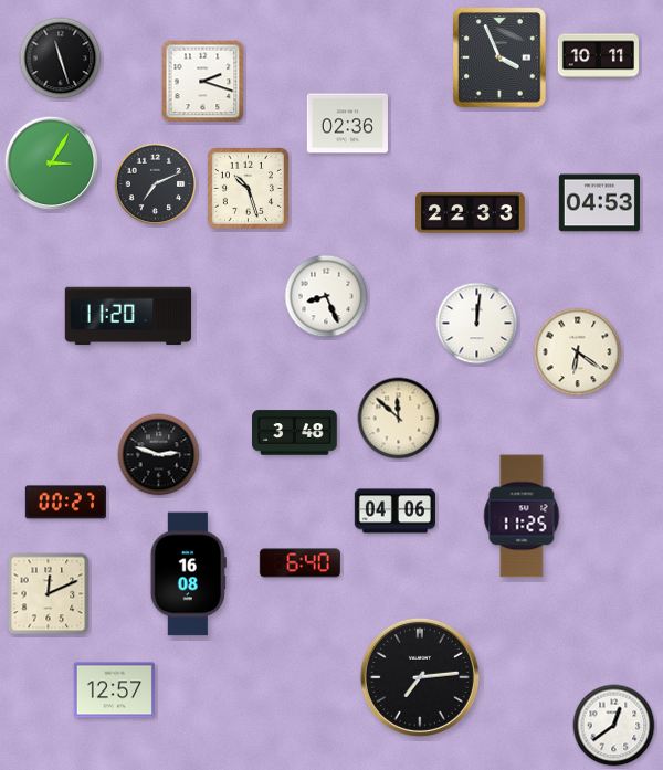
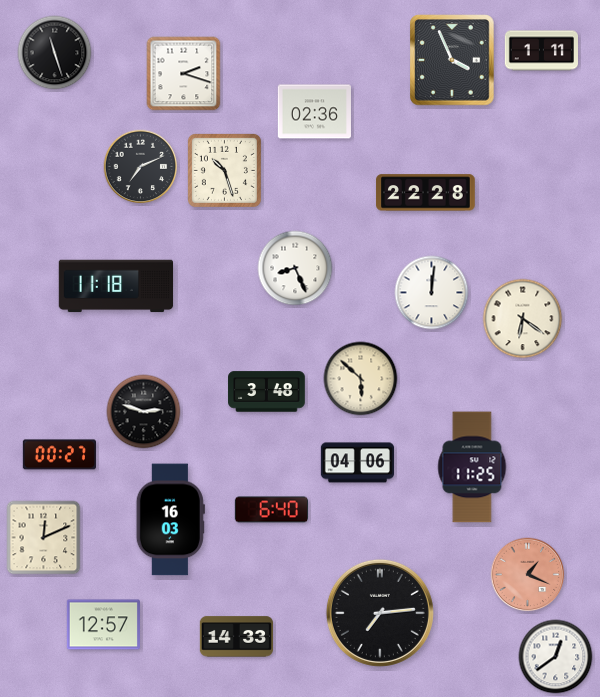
clock at (598, 56): 10:11 -> 1:11
clock at (499, 57) position: (499, 57) -> (452, 60)
clock at (52, 164): 3:05 -> none
clock at (599, 203): 04:53 -> none
clock at (471, 213): 22:33 -> 22:28
clock at (128, 316): 11:20 -> 11:18
clock at (399, 419): 11:52 -> 5:52
clock at (188, 574): 16:08 -> 16:03
clock at (528, 575): none -> 1:19
clock at (236, 637): none -> 14:33
